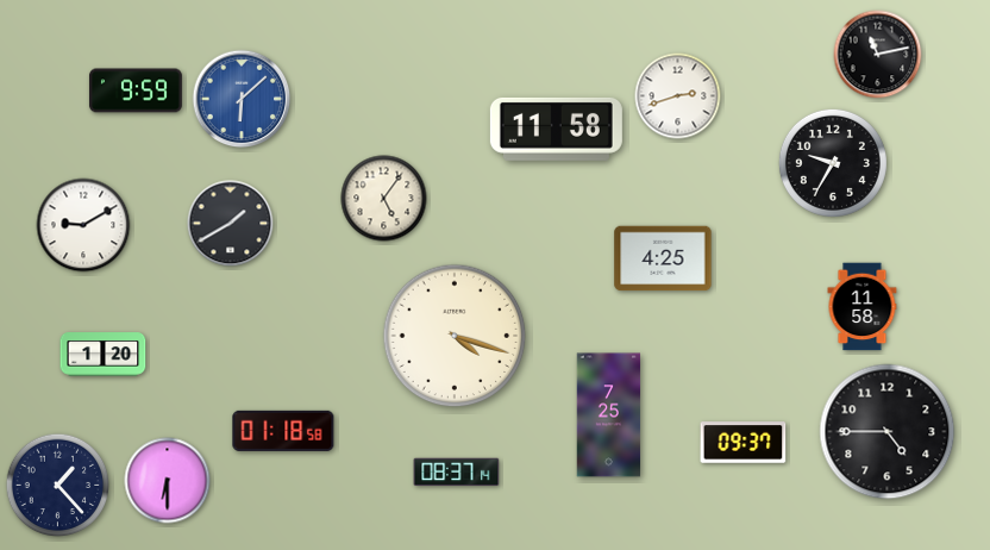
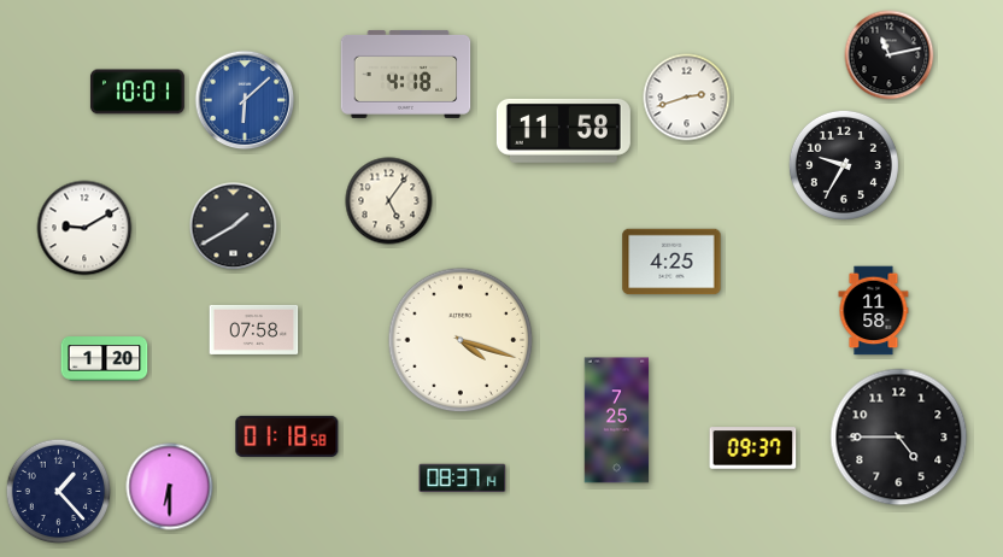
clock at (406, 74): none -> 4:18
clock at (136, 90): 9:59 -> 10:01
clock at (254, 329): none -> 07:58
